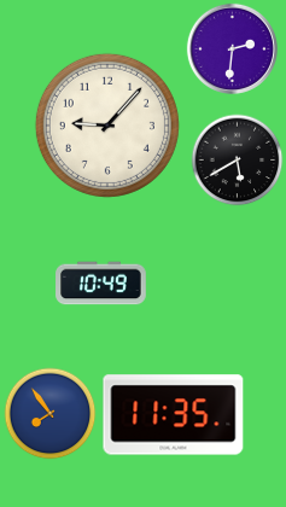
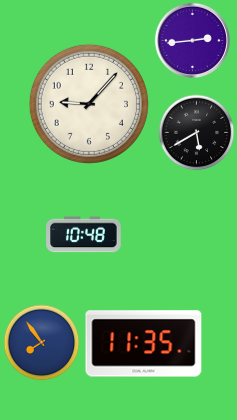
clock at (232, 48): 2:31 -> 2:44
clock at (101, 284): 10:49 -> 10:48
